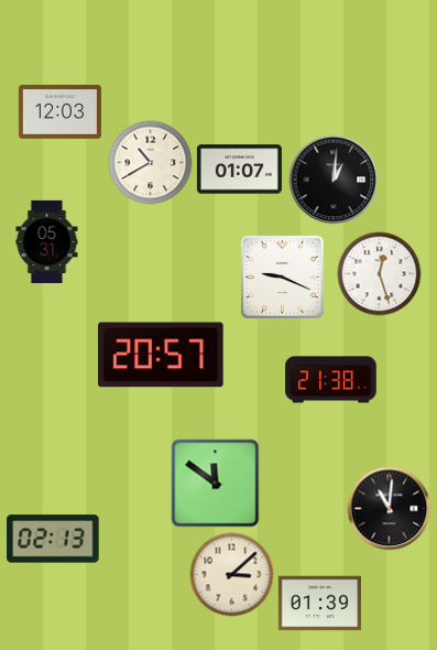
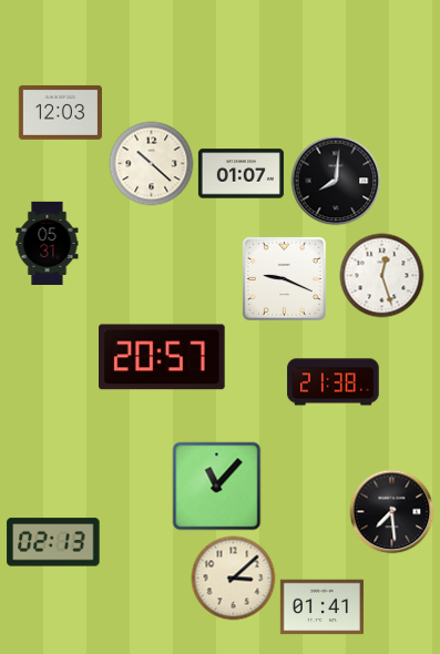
clock at (151, 163): 10:40 -> 10:22
clock at (239, 170) position: (239, 170) -> (241, 174)
clock at (334, 180): 1:01 -> 8:01
clock at (216, 484): 11:51 -> 11:07
clock at (390, 509): 11:01 -> 7:29
clock at (319, 604): 01:39 -> 01:41
